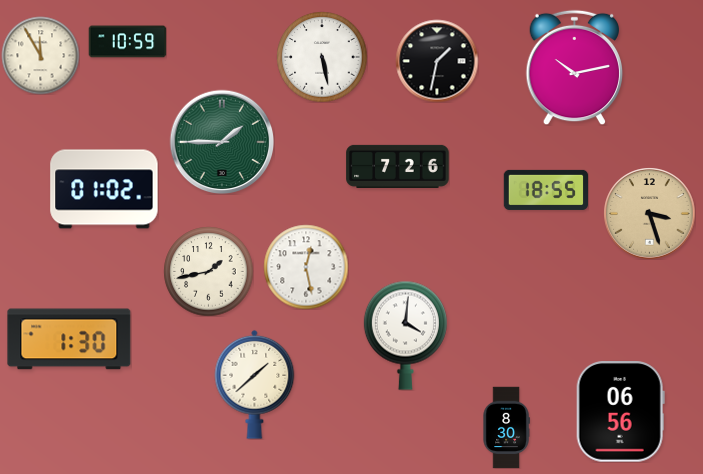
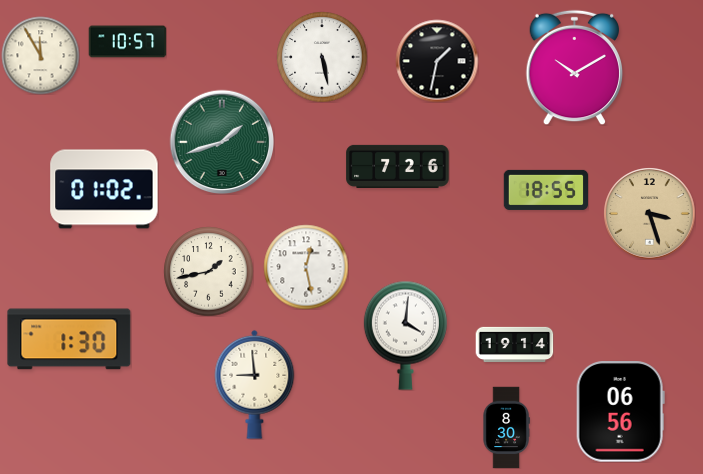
clock at (127, 42): 10:59 -> 10:57
clock at (575, 67): 10:13 -> 10:10
clock at (222, 142): 1:45 -> 1:42
clock at (514, 345): none -> 19:14
clock at (255, 384): 1:38 -> 8:59
